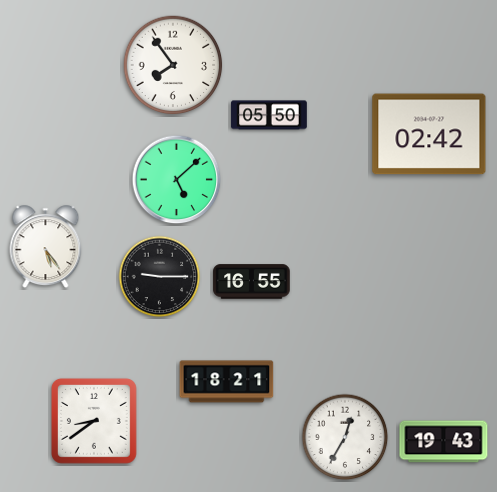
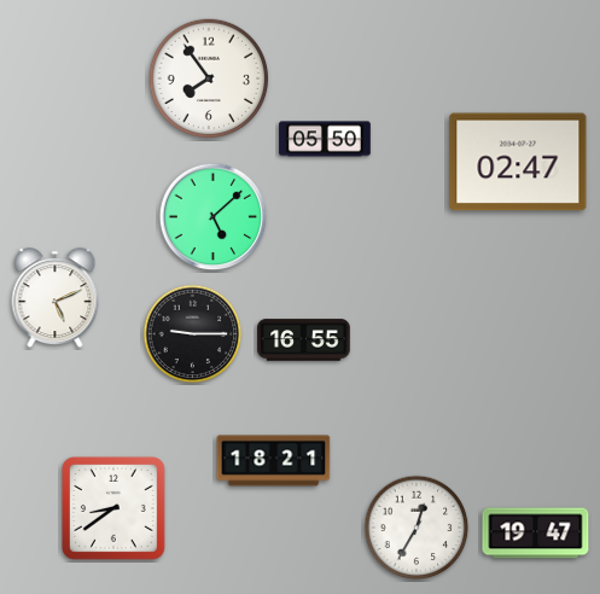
clock at (429, 134): 02:42 -> 02:47
clock at (46, 247): 5:24 -> 5:11
clock at (444, 442): 19:43 -> 19:47
